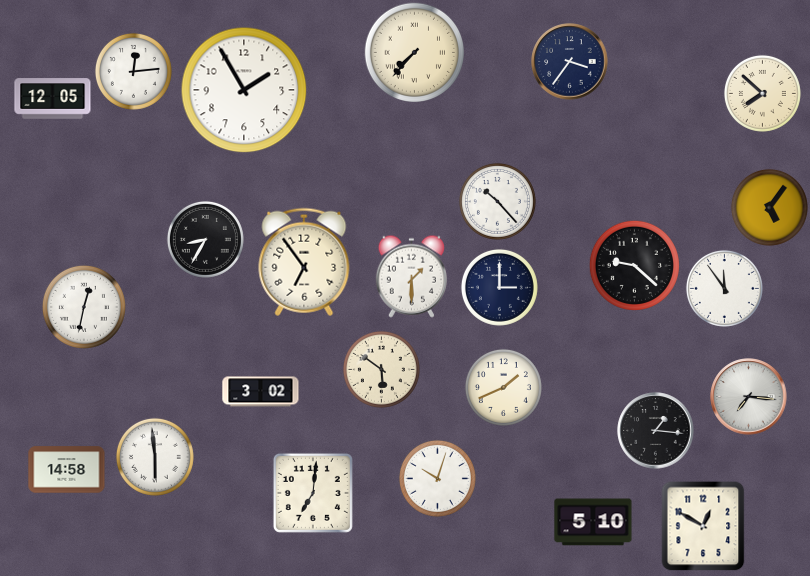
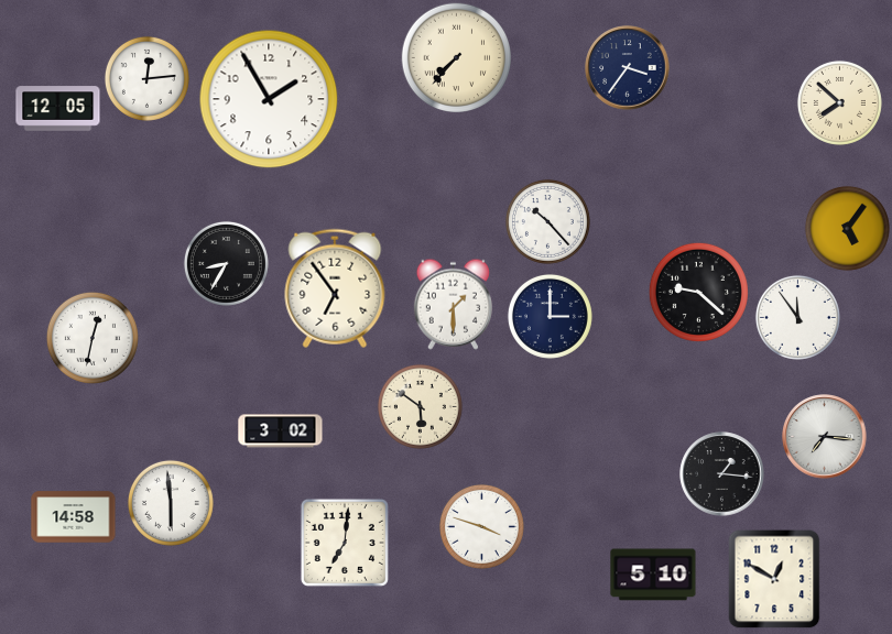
clock at (503, 387): 1:41 -> none
clock at (261, 392) position: (261, 392) -> (281, 431)
clock at (437, 478): 10:03 -> 3:48
